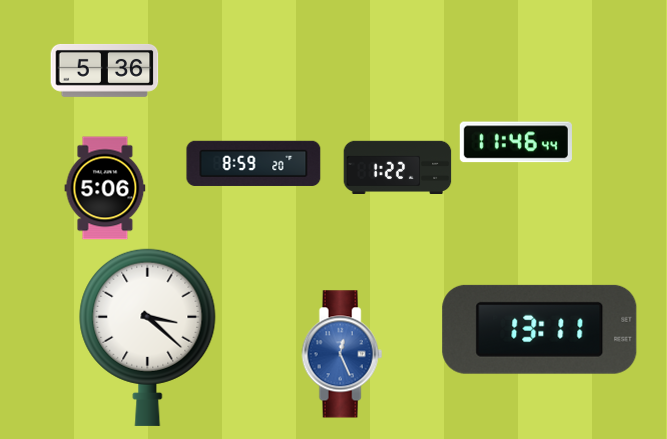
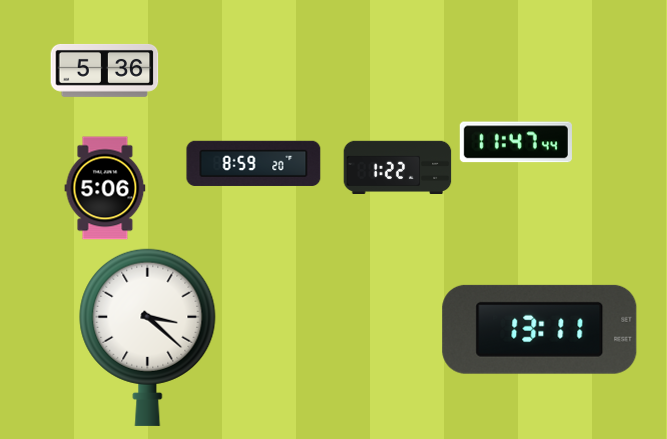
clock at (516, 142): 11:46 -> 11:47
clock at (342, 354): 12:26 -> none
